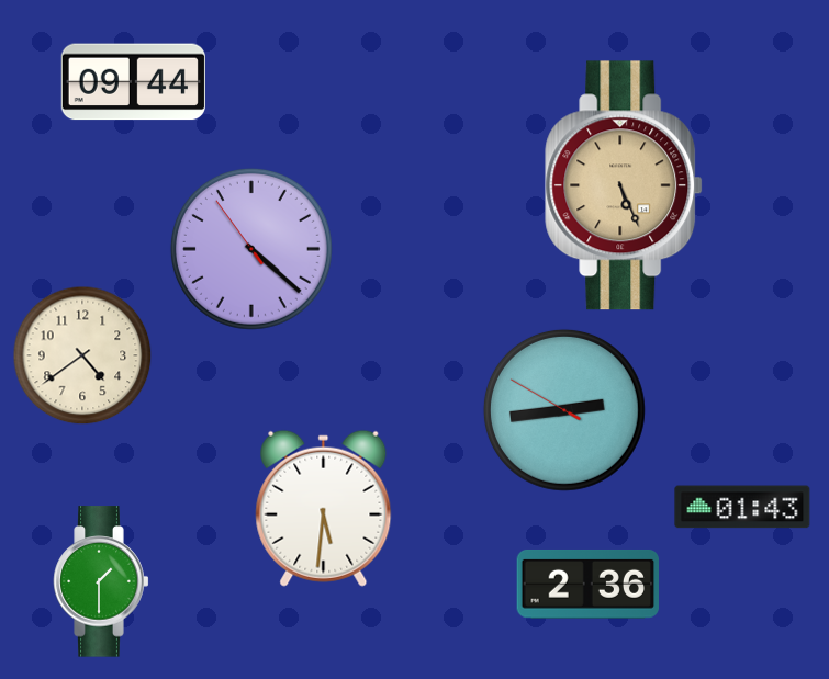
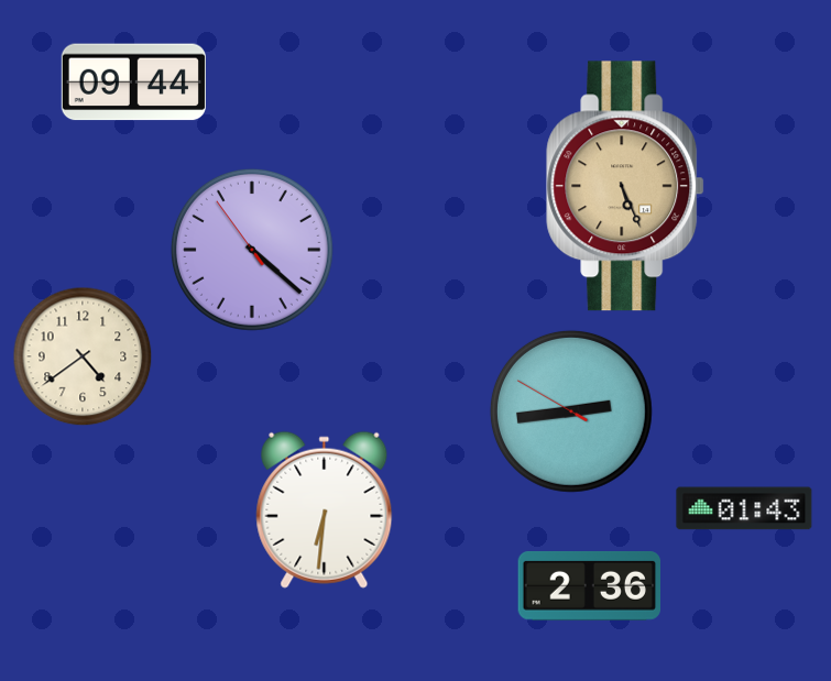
clock at (564, 410) position: (564, 410) -> (571, 411)
clock at (324, 508): 5:31 -> 6:31
clock at (101, 581): 1:30 -> none
